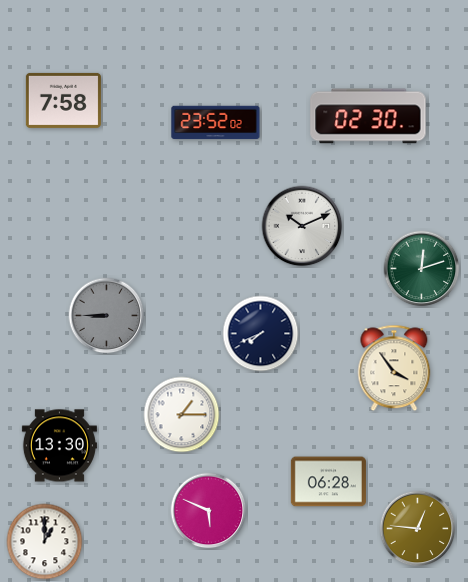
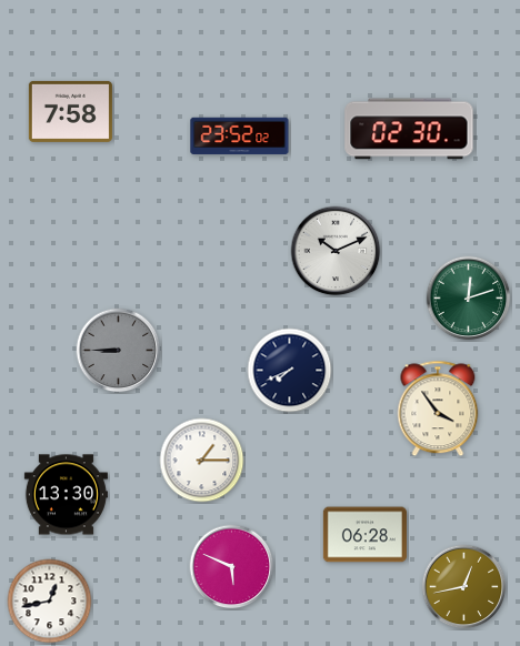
clock at (418, 529): 12:46 -> 12:43
clock at (45, 542): 1:00 -> 12:43
